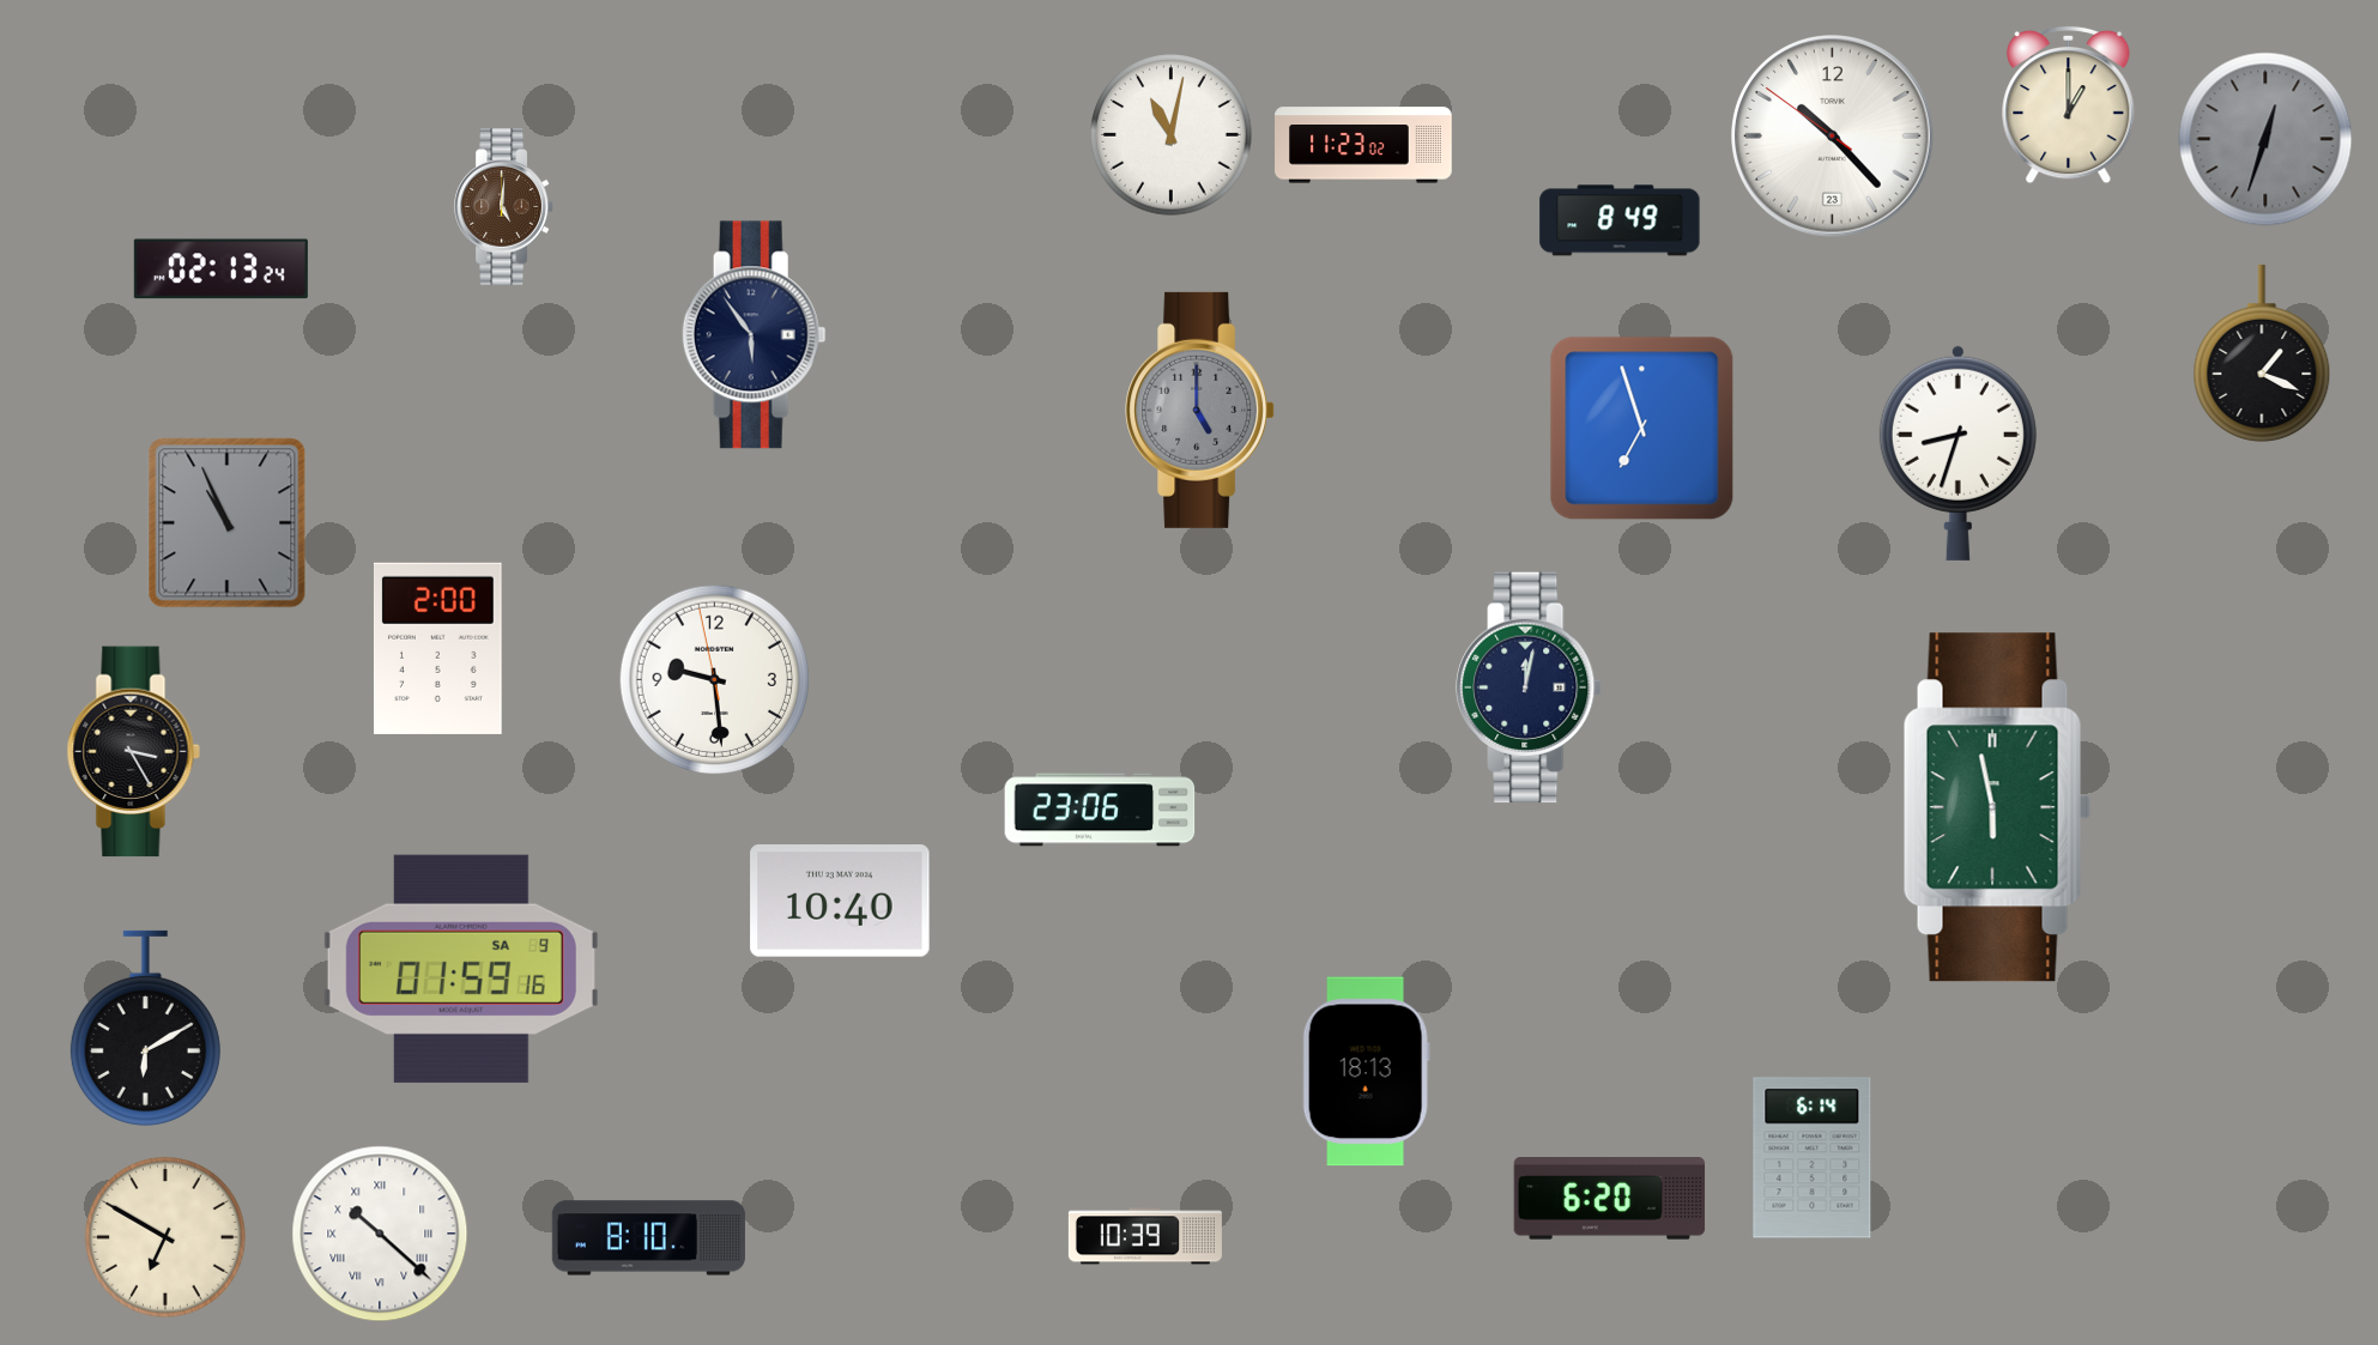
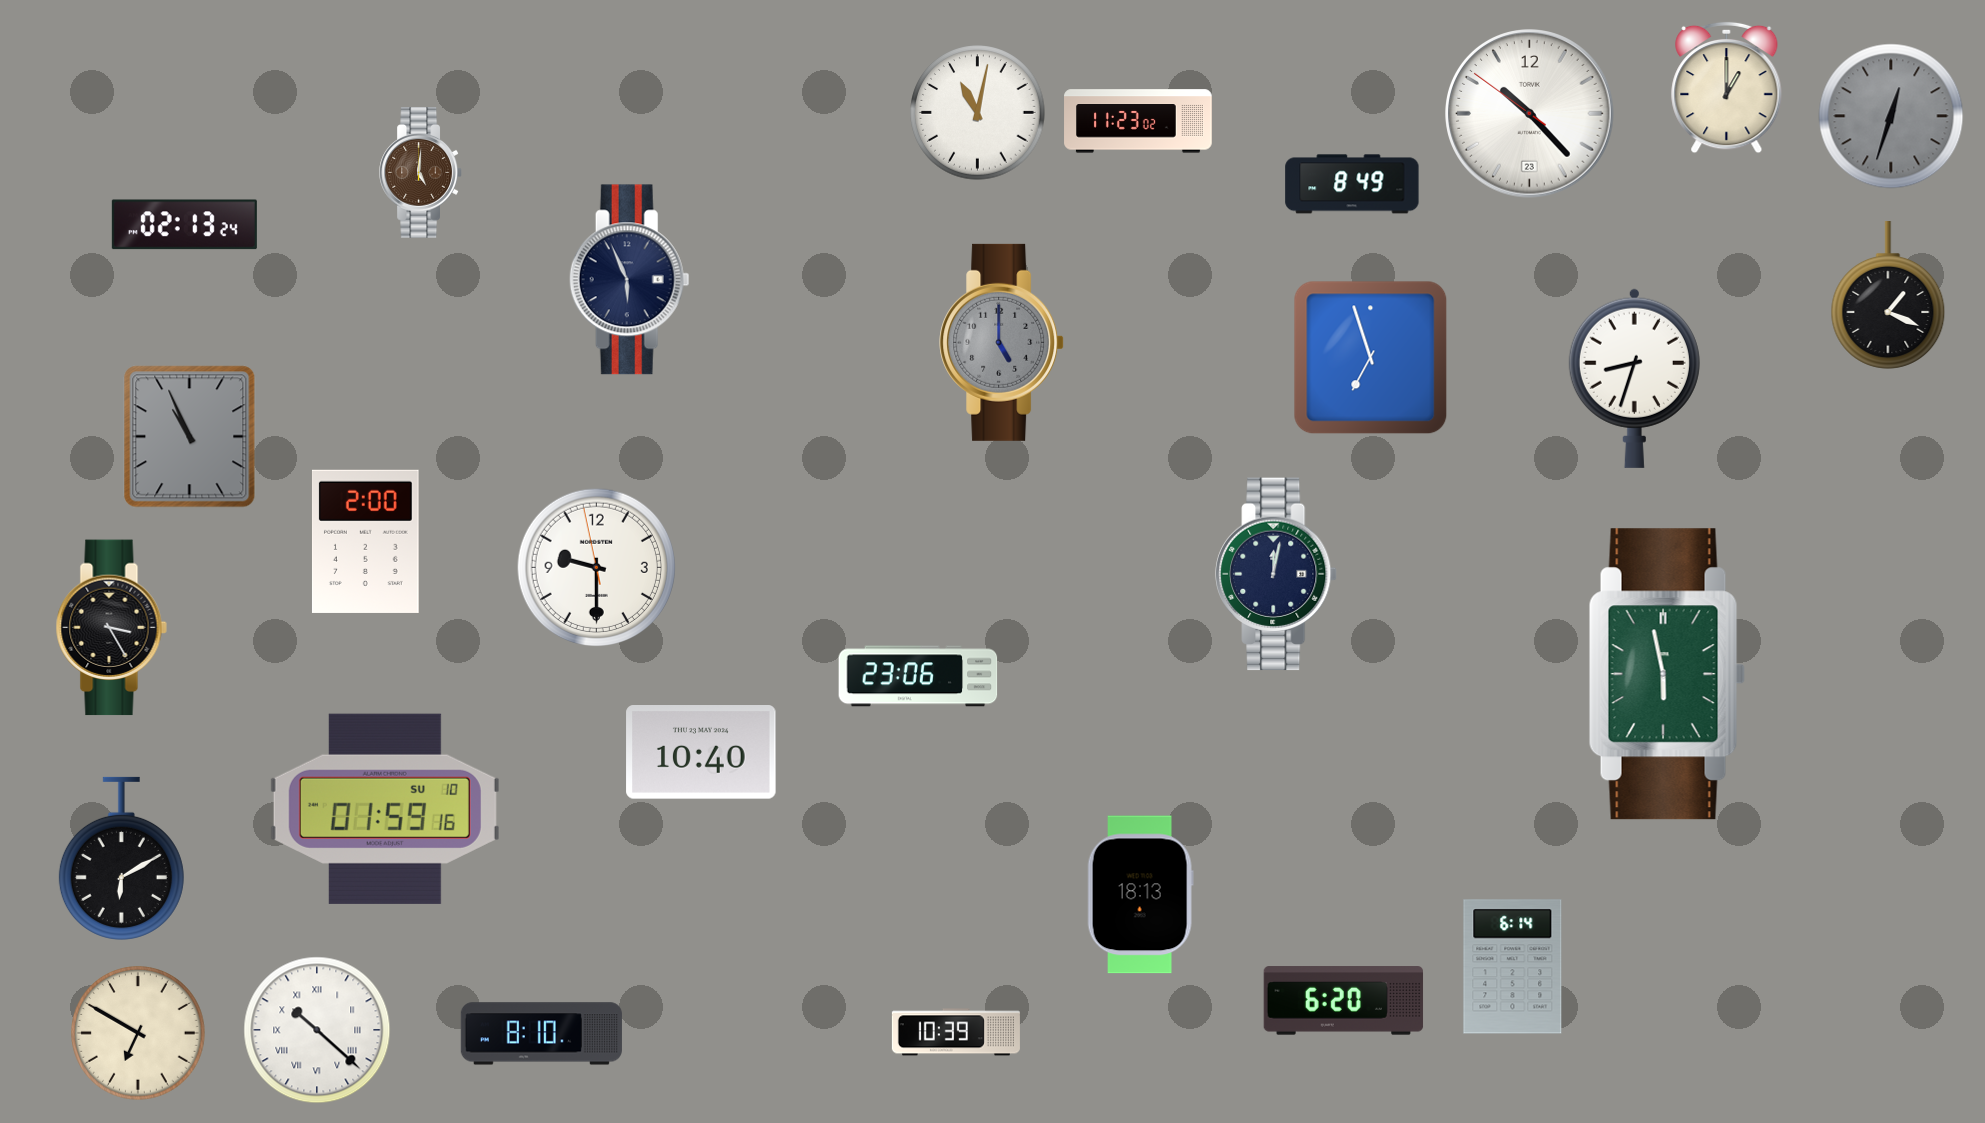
clock at (754, 335): 5:54 -> 5:56
clock at (714, 679): 9:28 -> 9:29
clock at (461, 969) date: SA 9 -> SU 10
